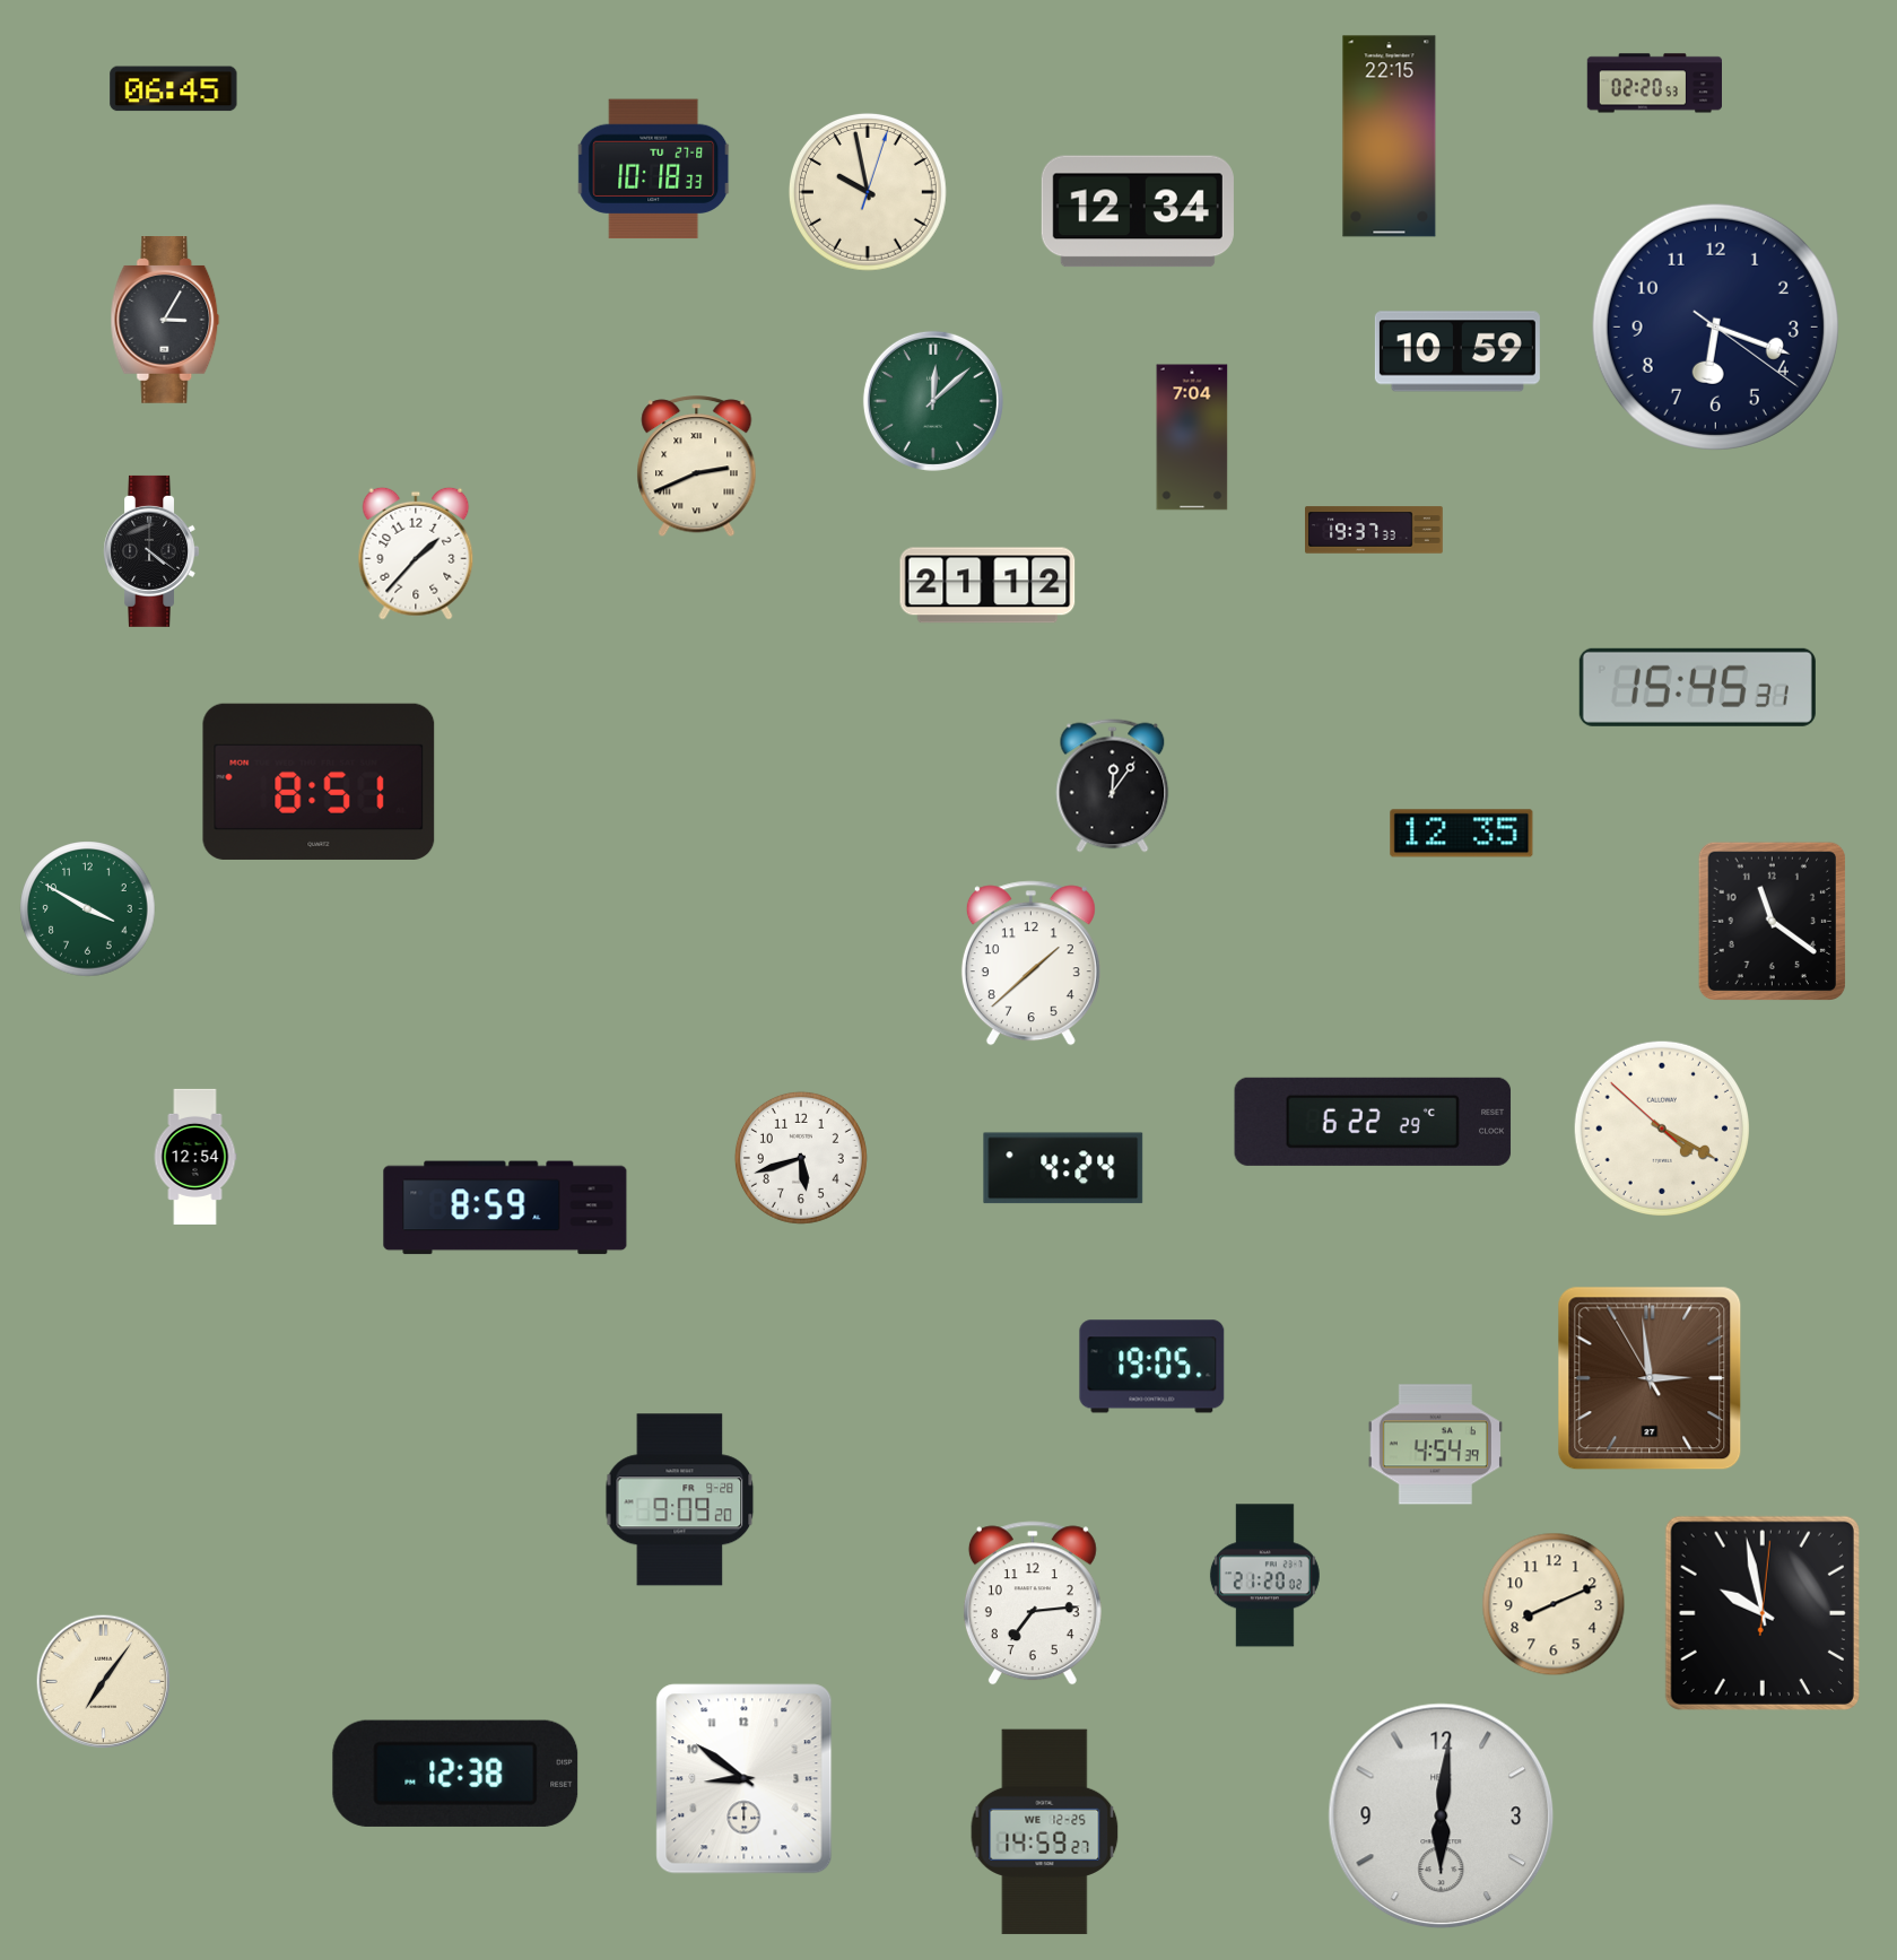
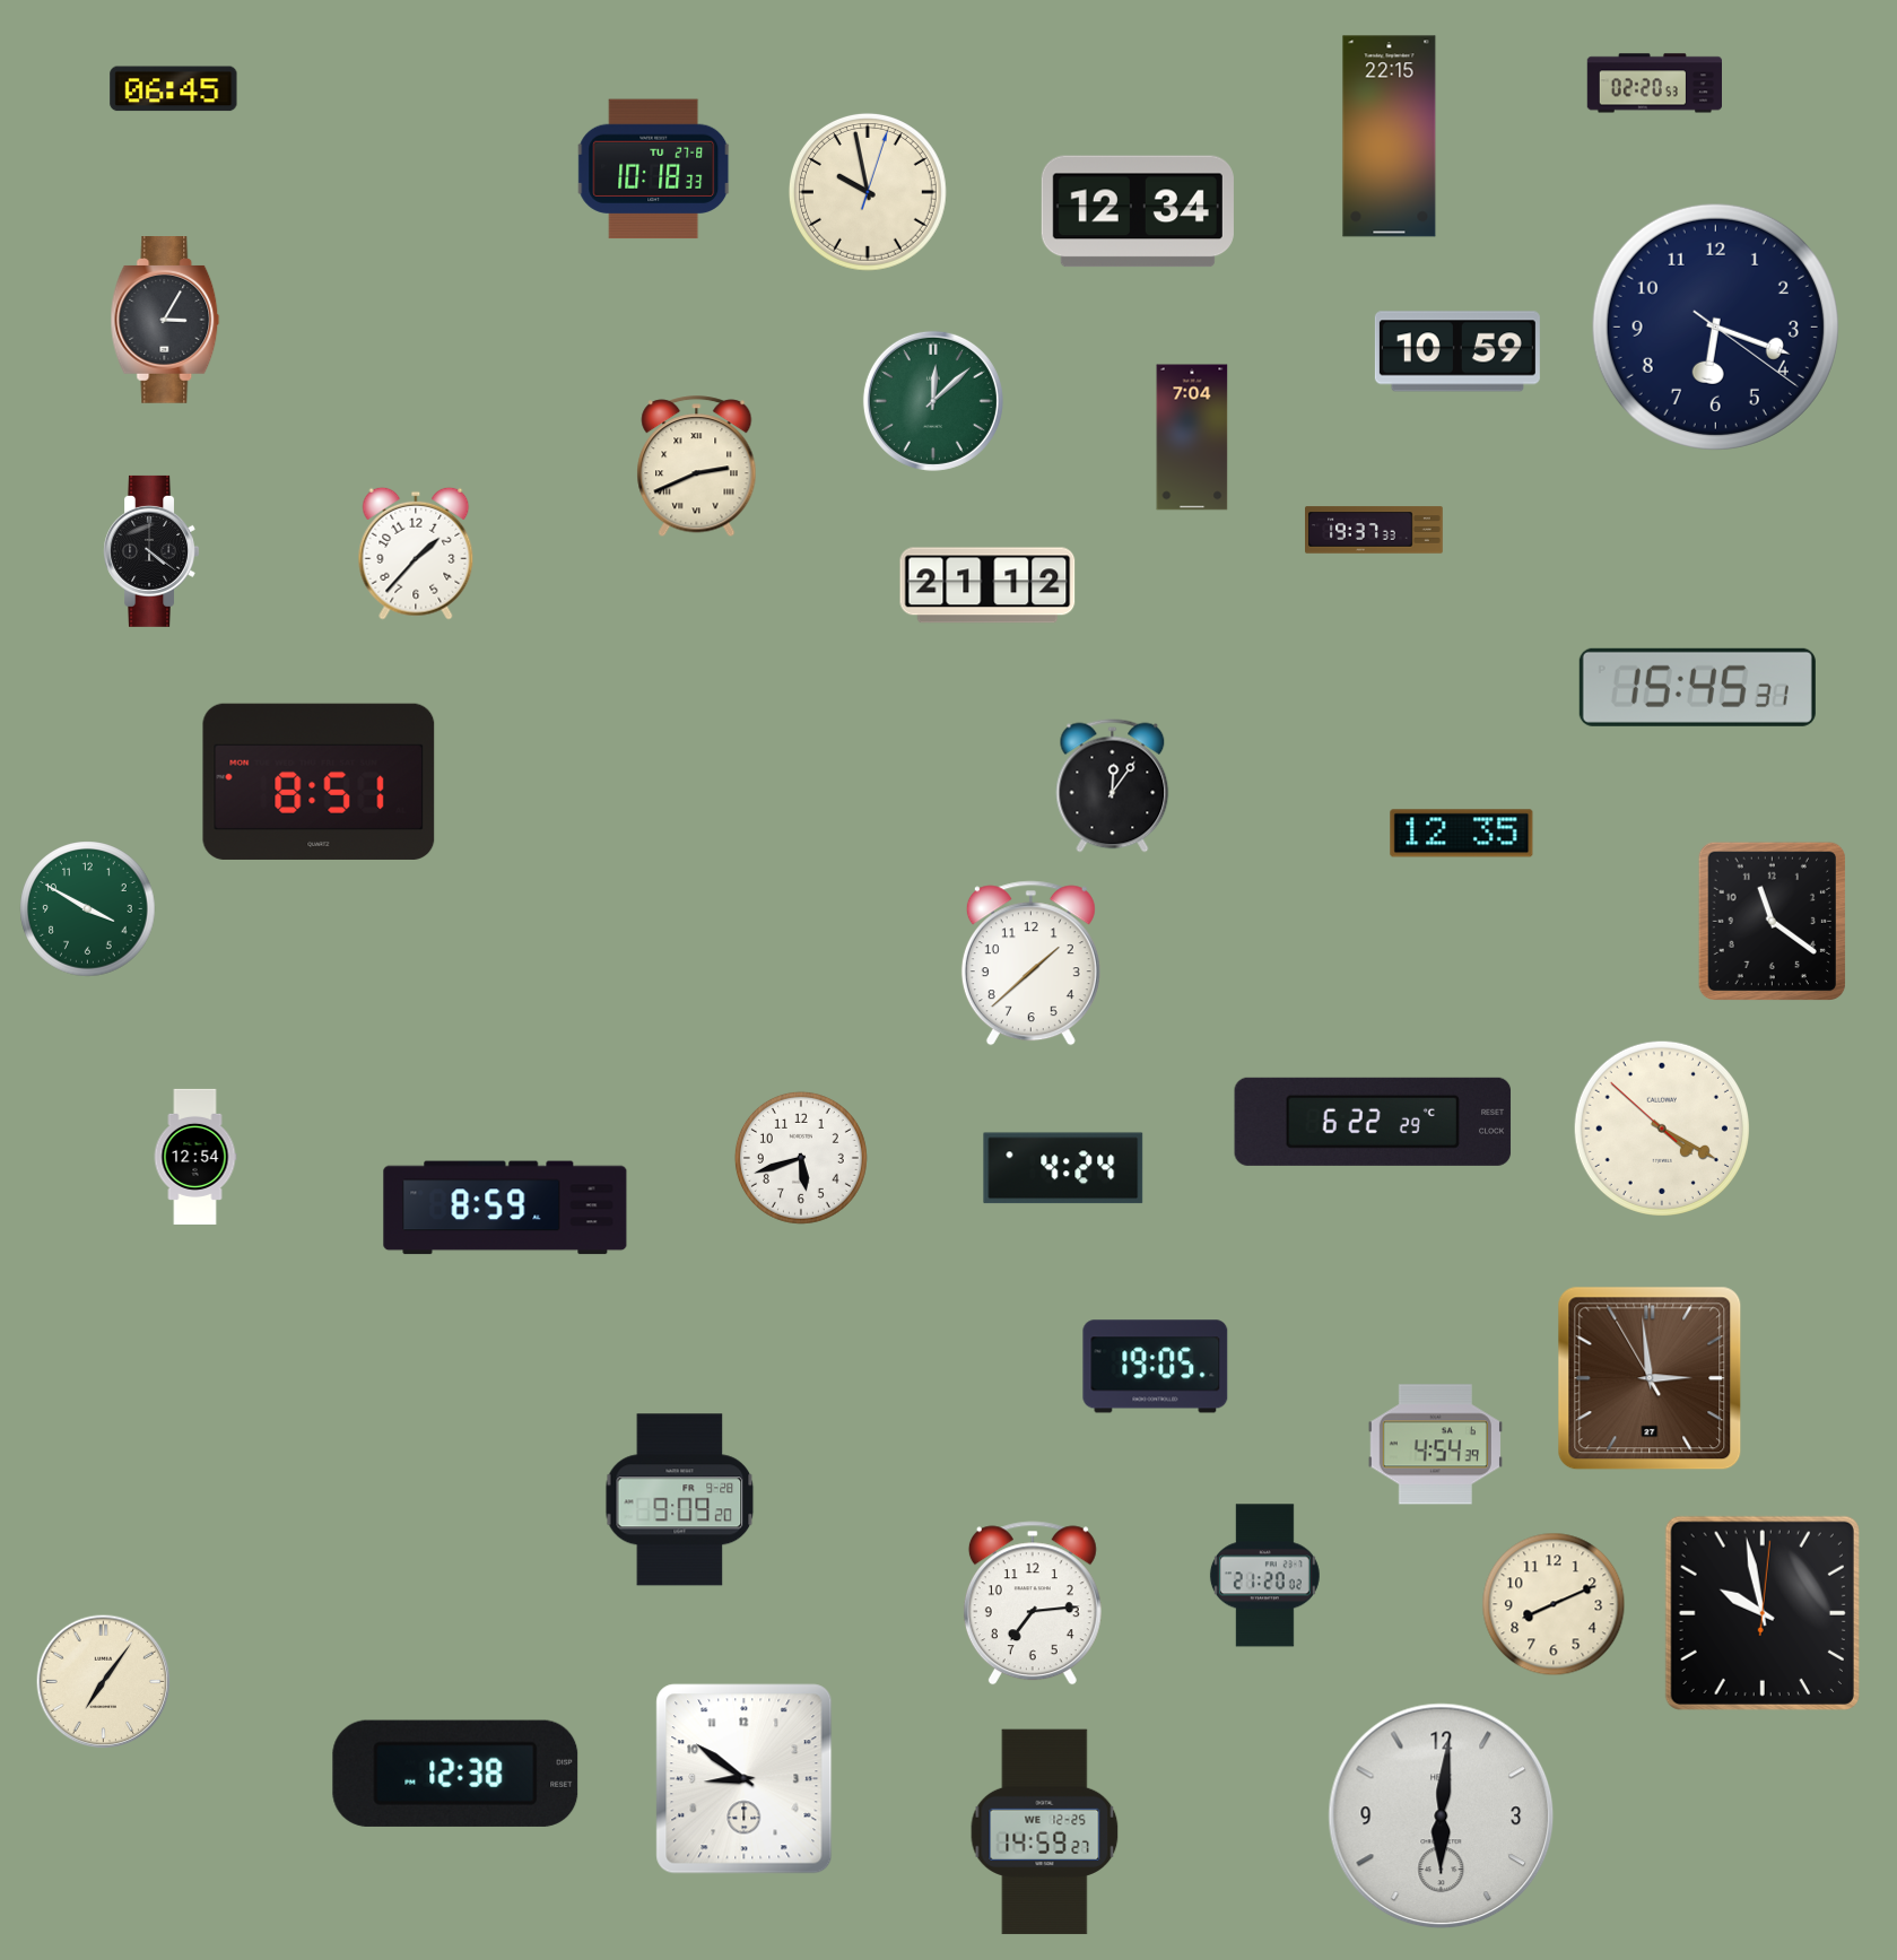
clock at (1152, 1367) position: (1152, 1367) -> (1156, 1367)
